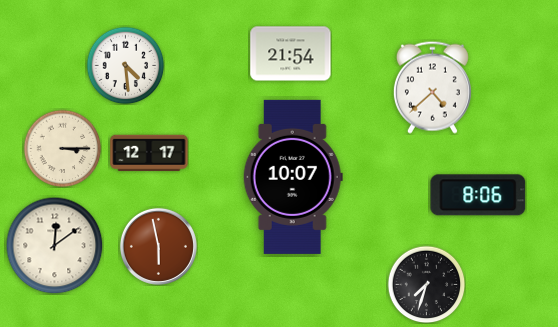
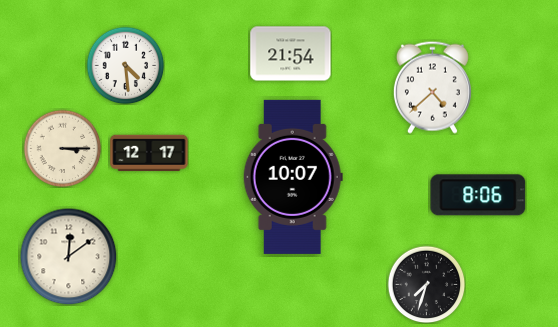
clock at (54, 245) position: (54, 245) -> (68, 256)
clock at (158, 246): 5:58 -> none
